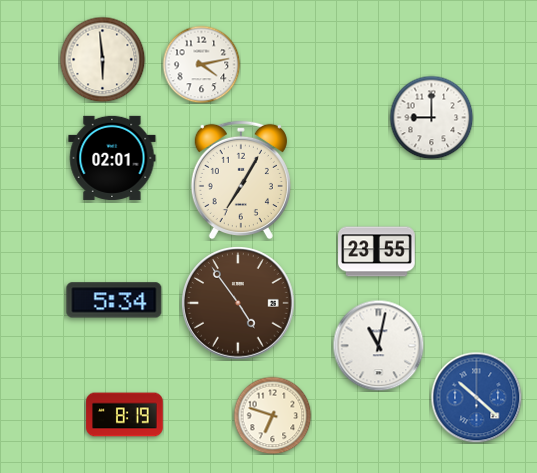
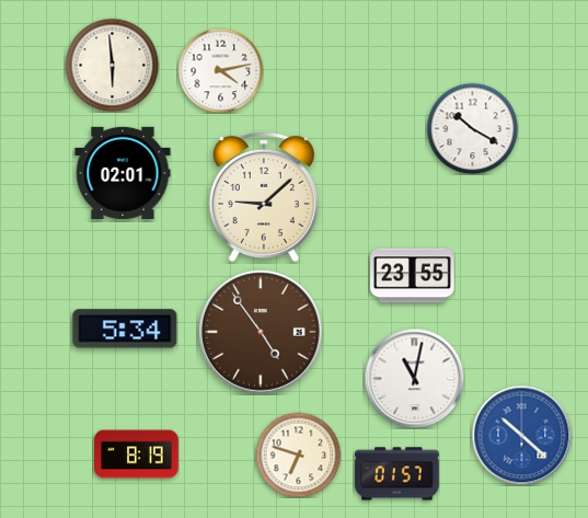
clock at (431, 117): 9:00 -> 10:20
clock at (241, 180): 7:05 -> 9:08
clock at (397, 474): none -> 01:57
